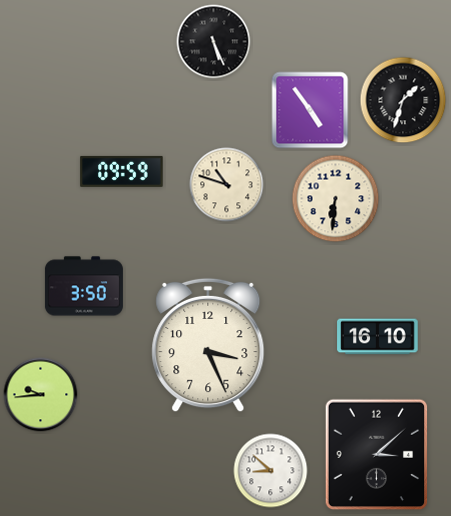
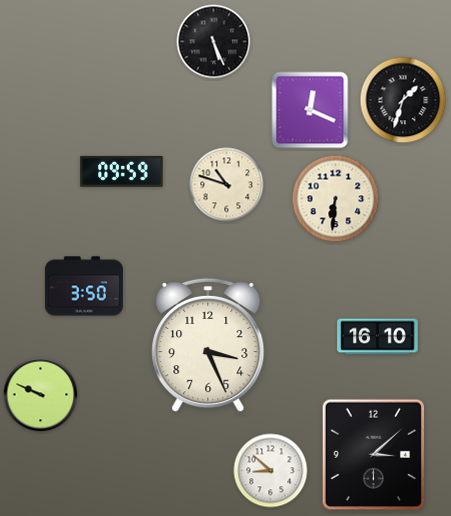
clock at (310, 110): 4:54 -> 12:19
clock at (41, 395): 9:44 -> 9:49
clock at (377, 455) position: (377, 455) -> (374, 455)
